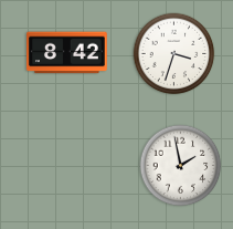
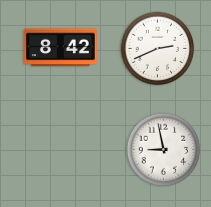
clock at (174, 54): 3:33 -> 2:41
clock at (181, 166): 1:58 -> 8:58
